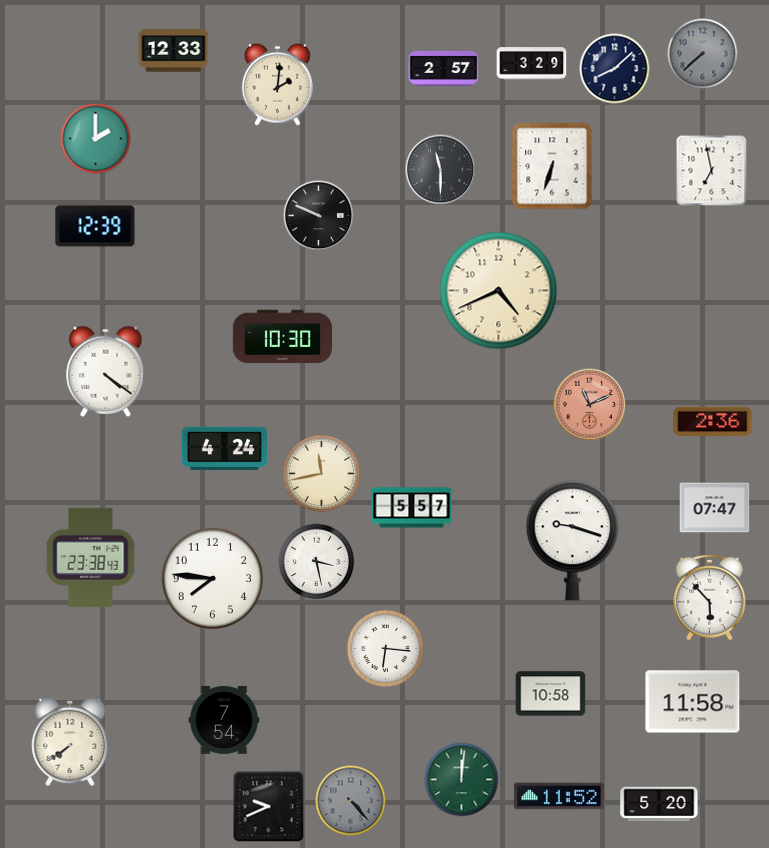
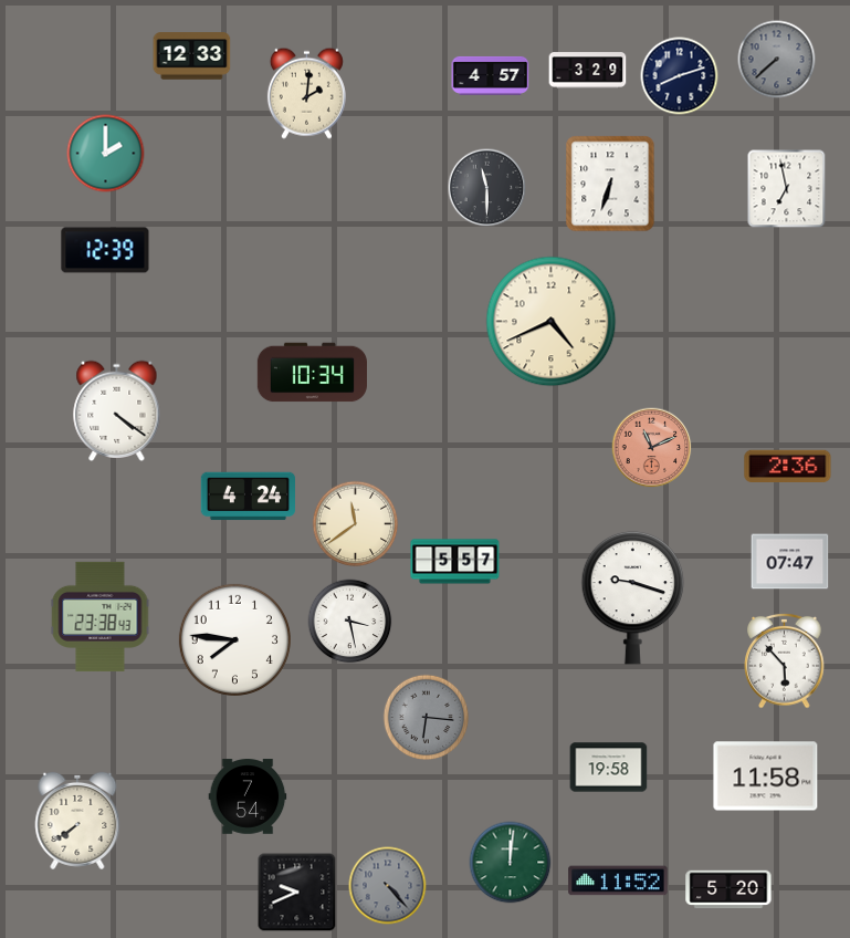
clock at (444, 68): 2:57 -> 4:57
clock at (615, 69): 8:08 -> 8:12
clock at (319, 216): 9:49 -> none
clock at (282, 337): 10:30 -> 10:34
clock at (322, 474): 11:43 -> 11:39
clock at (386, 649) dial: white -> grey
clock at (551, 694): 10:58 -> 19:58
